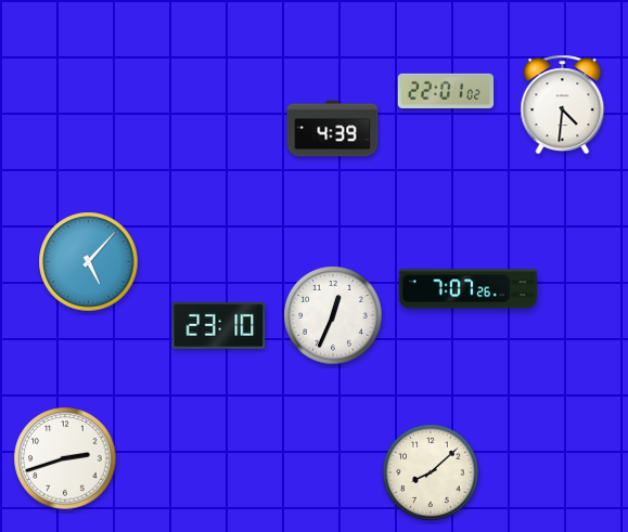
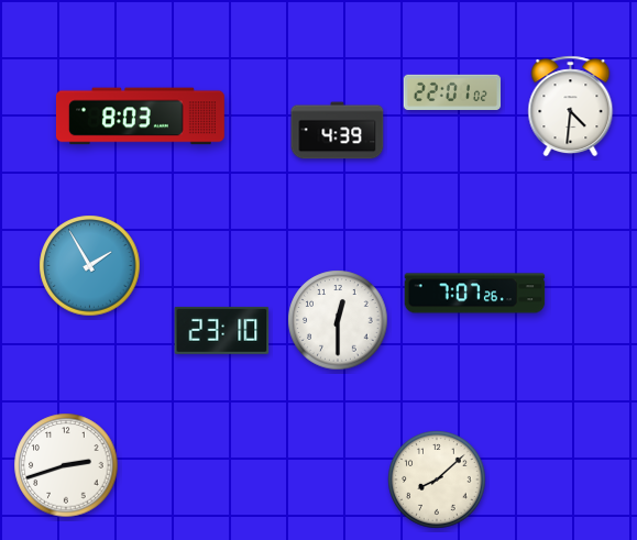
clock at (140, 117): none -> 8:03
clock at (89, 262): 5:07 -> 1:55
clock at (333, 315): 12:34 -> 12:30
